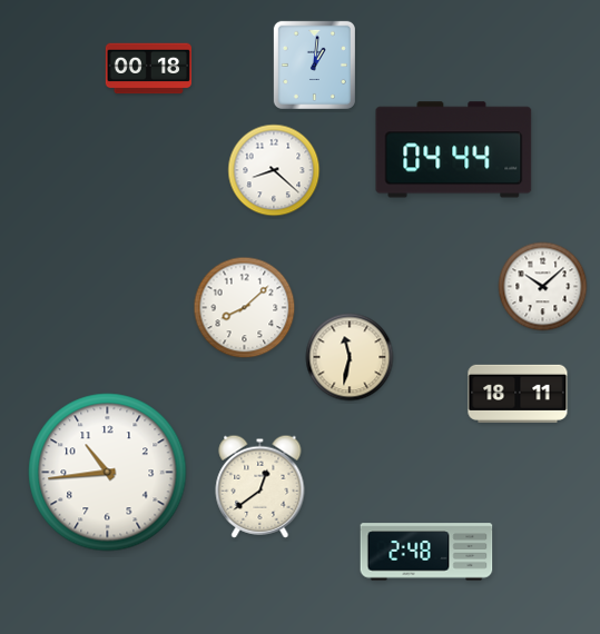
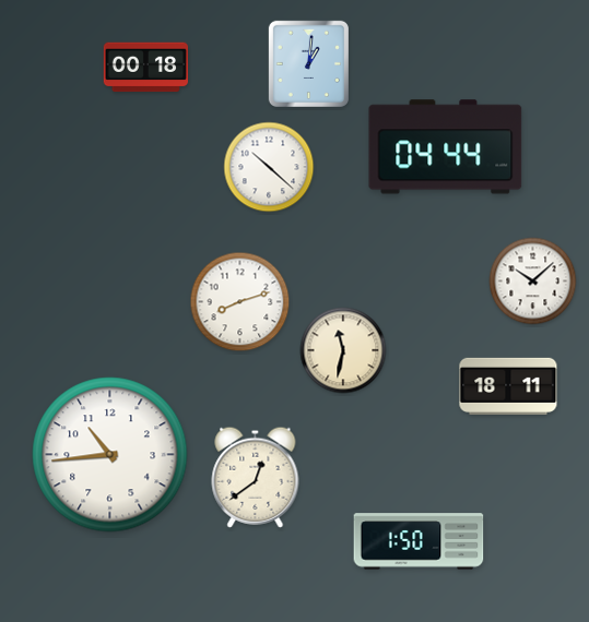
clock at (274, 170): 8:22 -> 10:22
clock at (245, 308): 8:08 -> 8:12
clock at (108, 473) position: (108, 473) -> (110, 455)
clock at (426, 552): 2:48 -> 1:50
